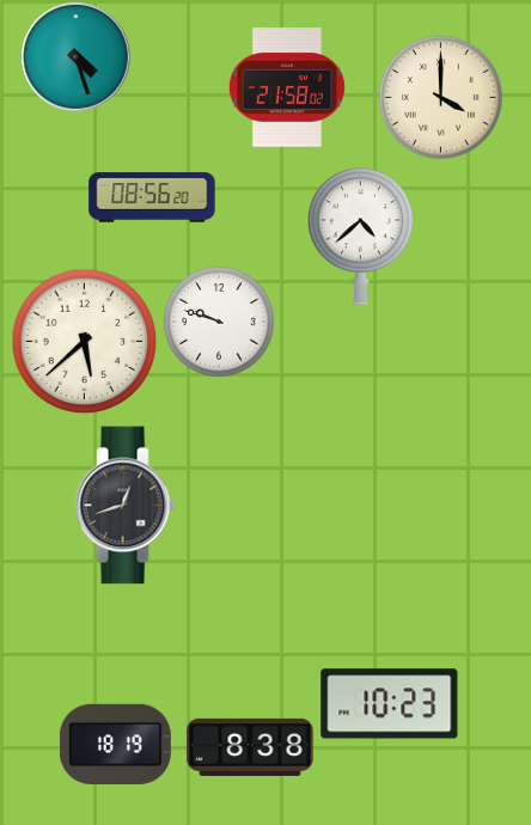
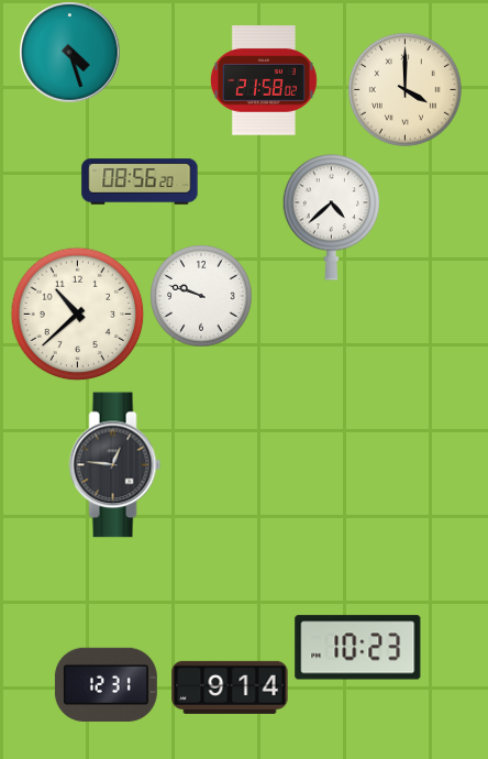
clock at (84, 341): 5:38 -> 10:38
clock at (126, 506): 12:42 -> 12:46
clock at (115, 744): 18:19 -> 12:31
clock at (250, 747): 8:38 -> 9:14
